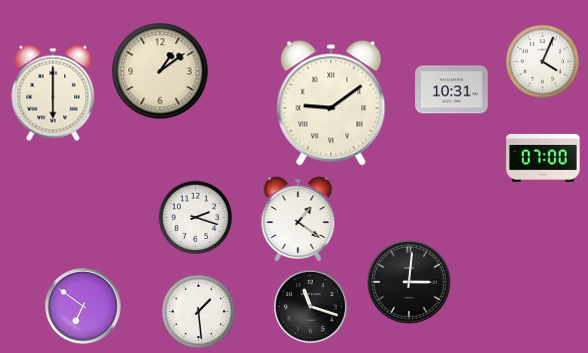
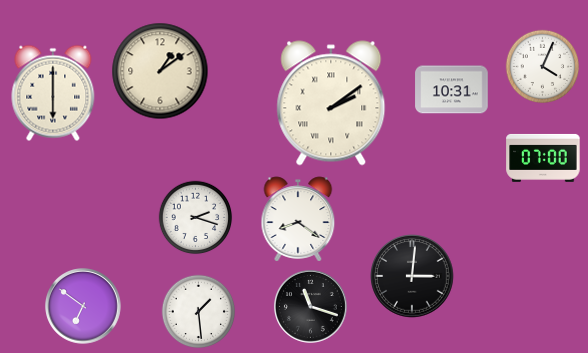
clock at (543, 62) position: (543, 62) -> (543, 67)
clock at (331, 103): 9:09 -> 2:09
clock at (298, 219): 1:21 -> 8:21
clock at (409, 282) position: (409, 282) -> (412, 276)
